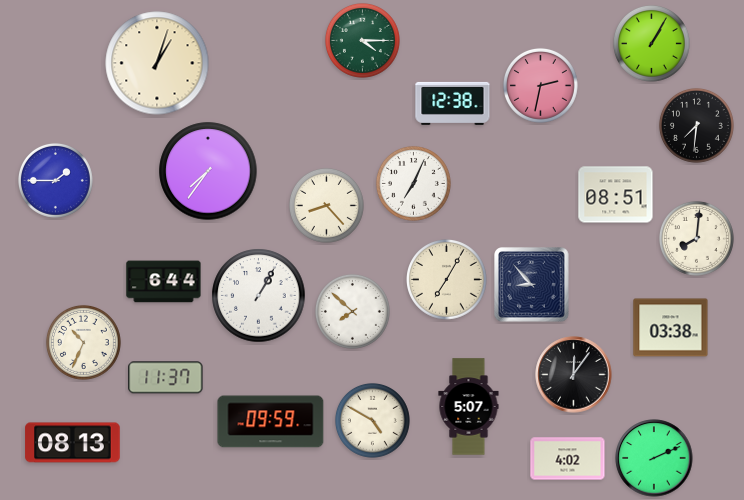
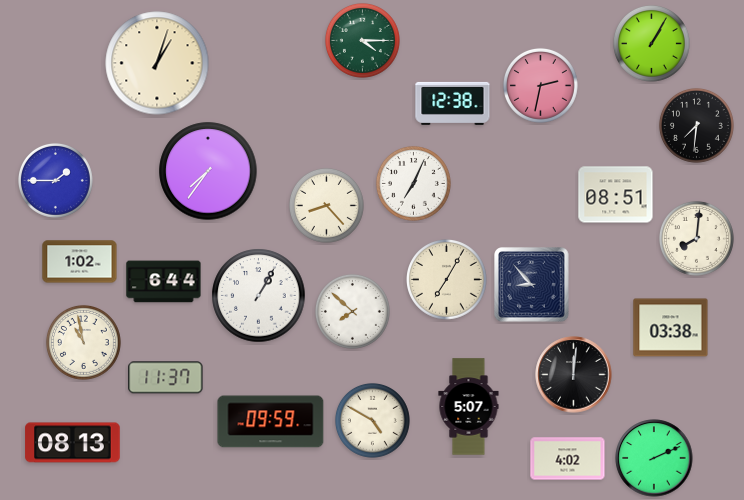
clock at (80, 262): none -> 1:02
clock at (83, 342): 10:34 -> 10:58
clock at (574, 375): 12:06 -> 12:01
